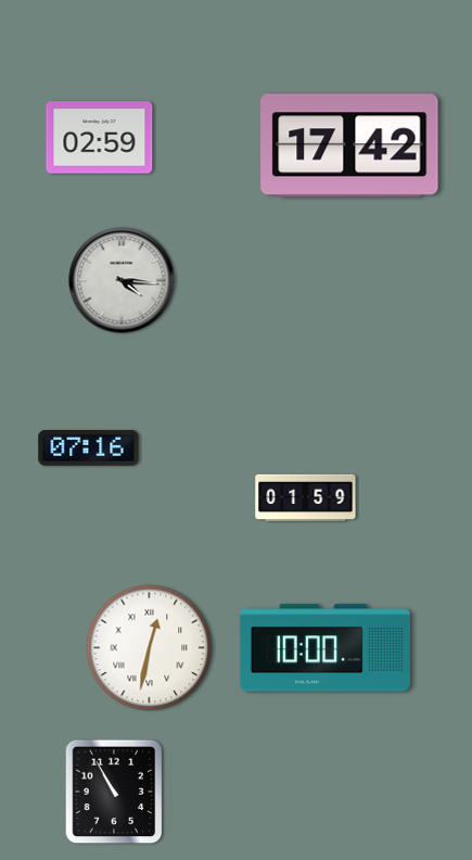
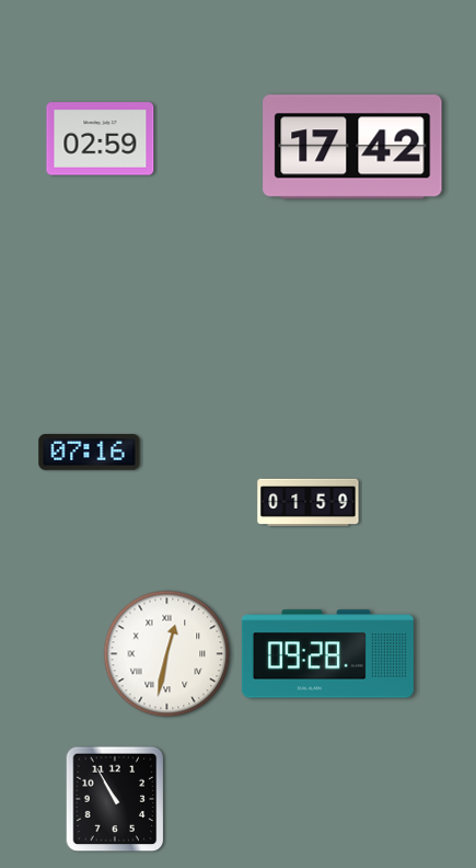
clock at (122, 280): 4:16 -> none
clock at (150, 648) position: (150, 648) -> (167, 654)
clock at (324, 648): 10:00 -> 09:28
